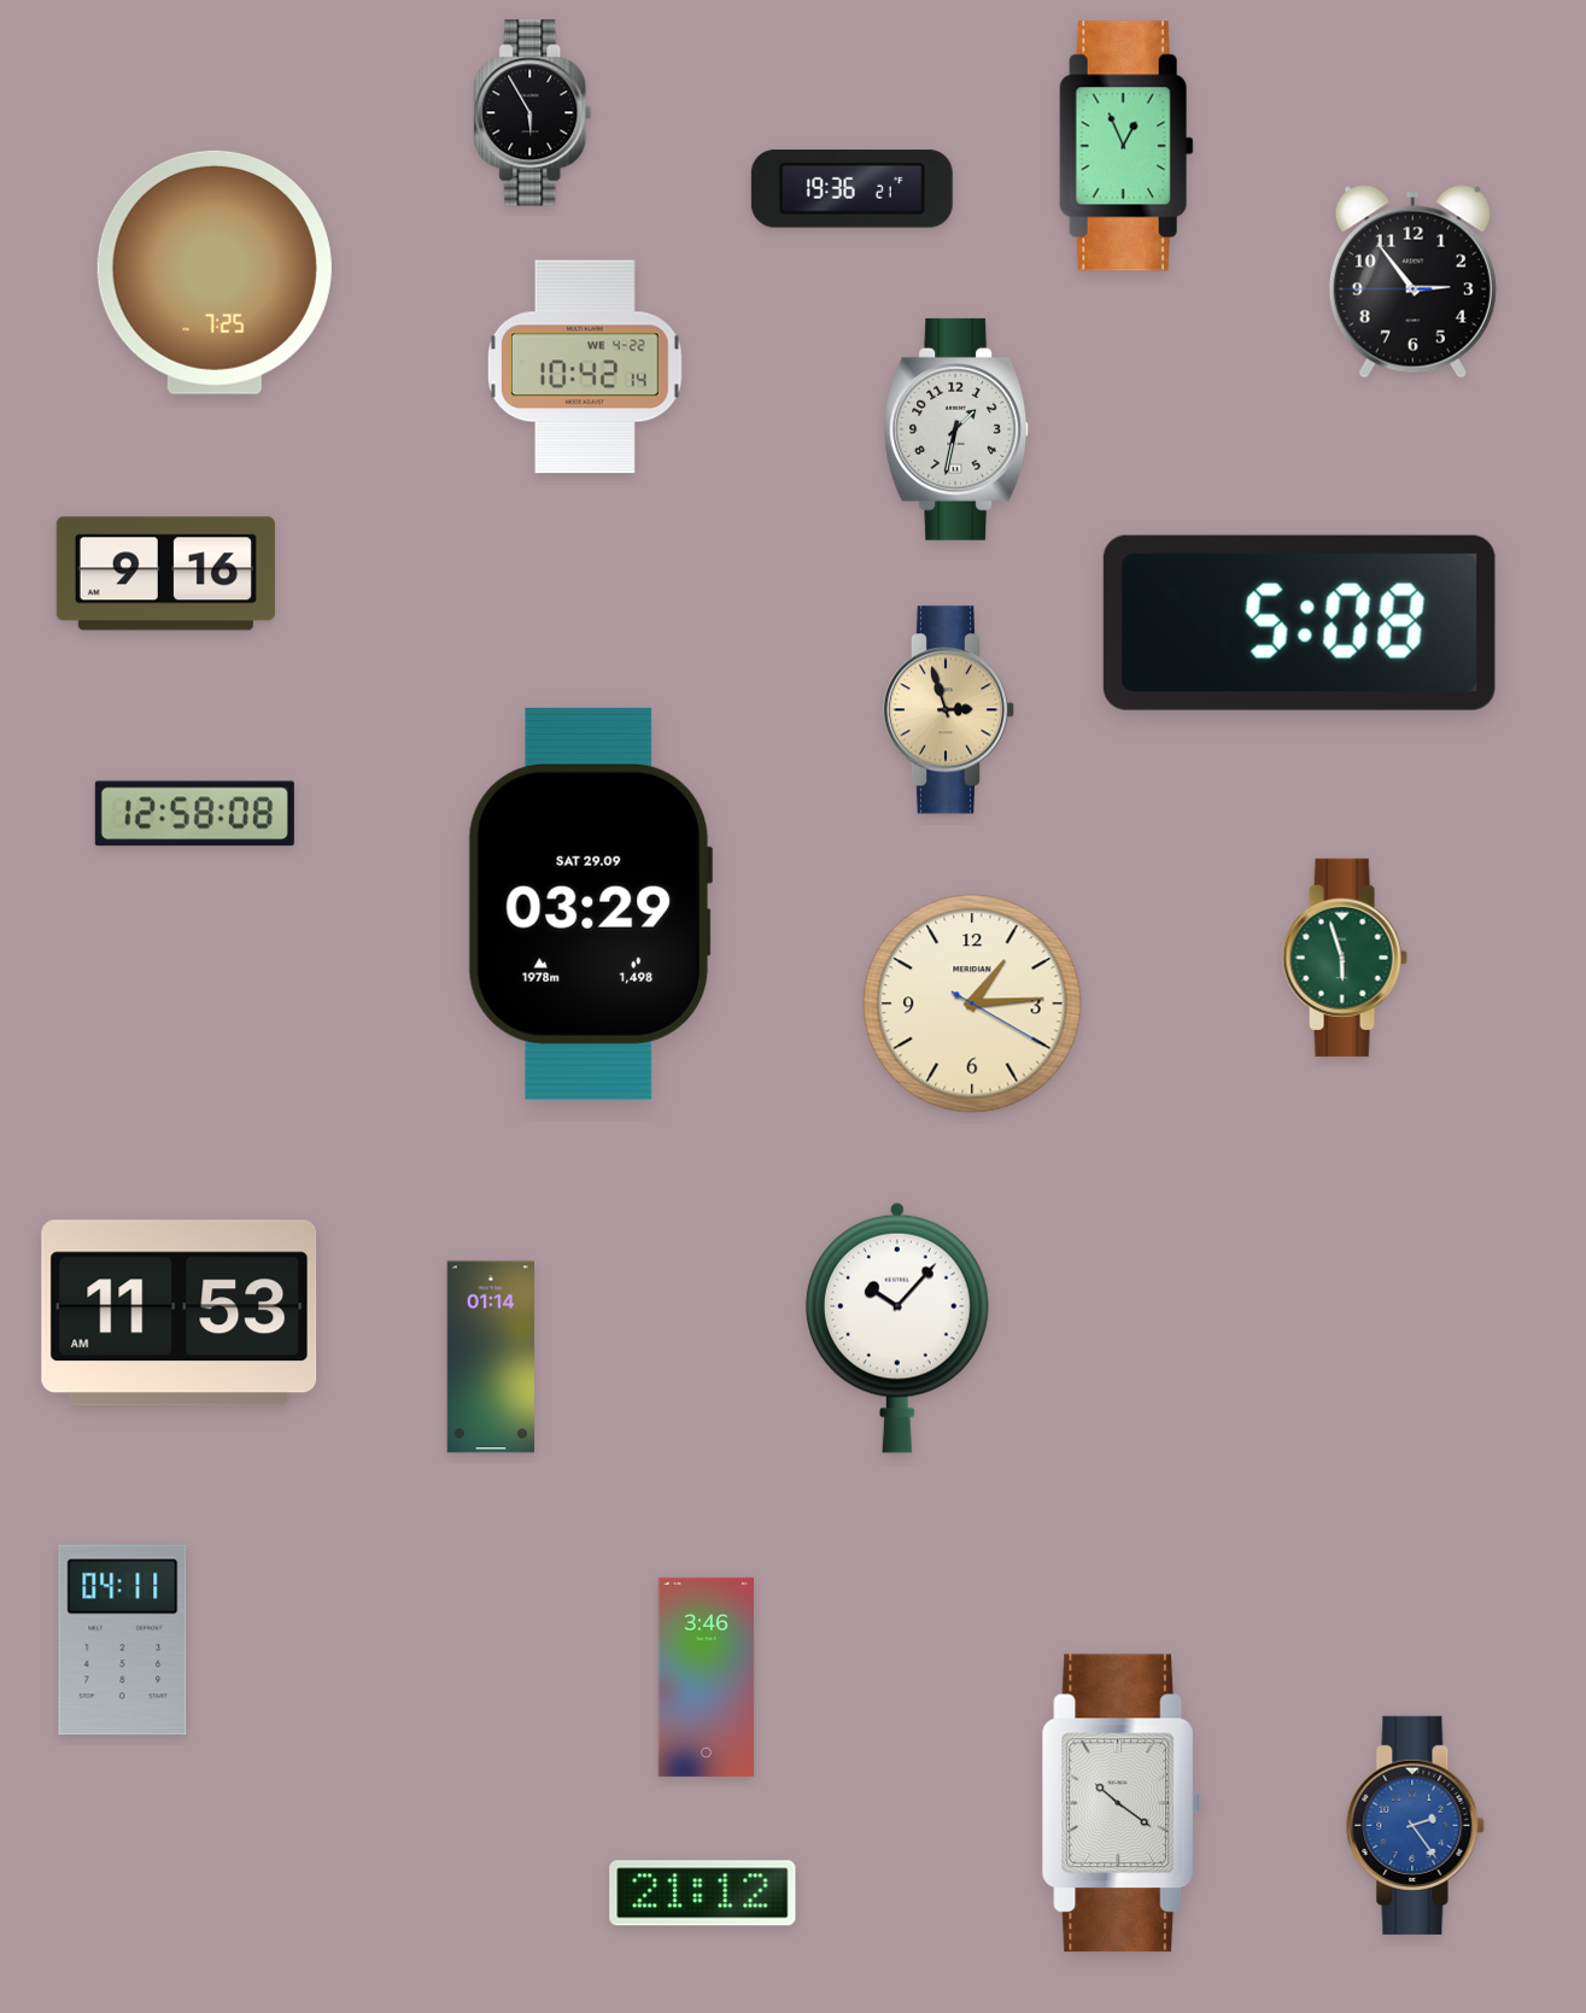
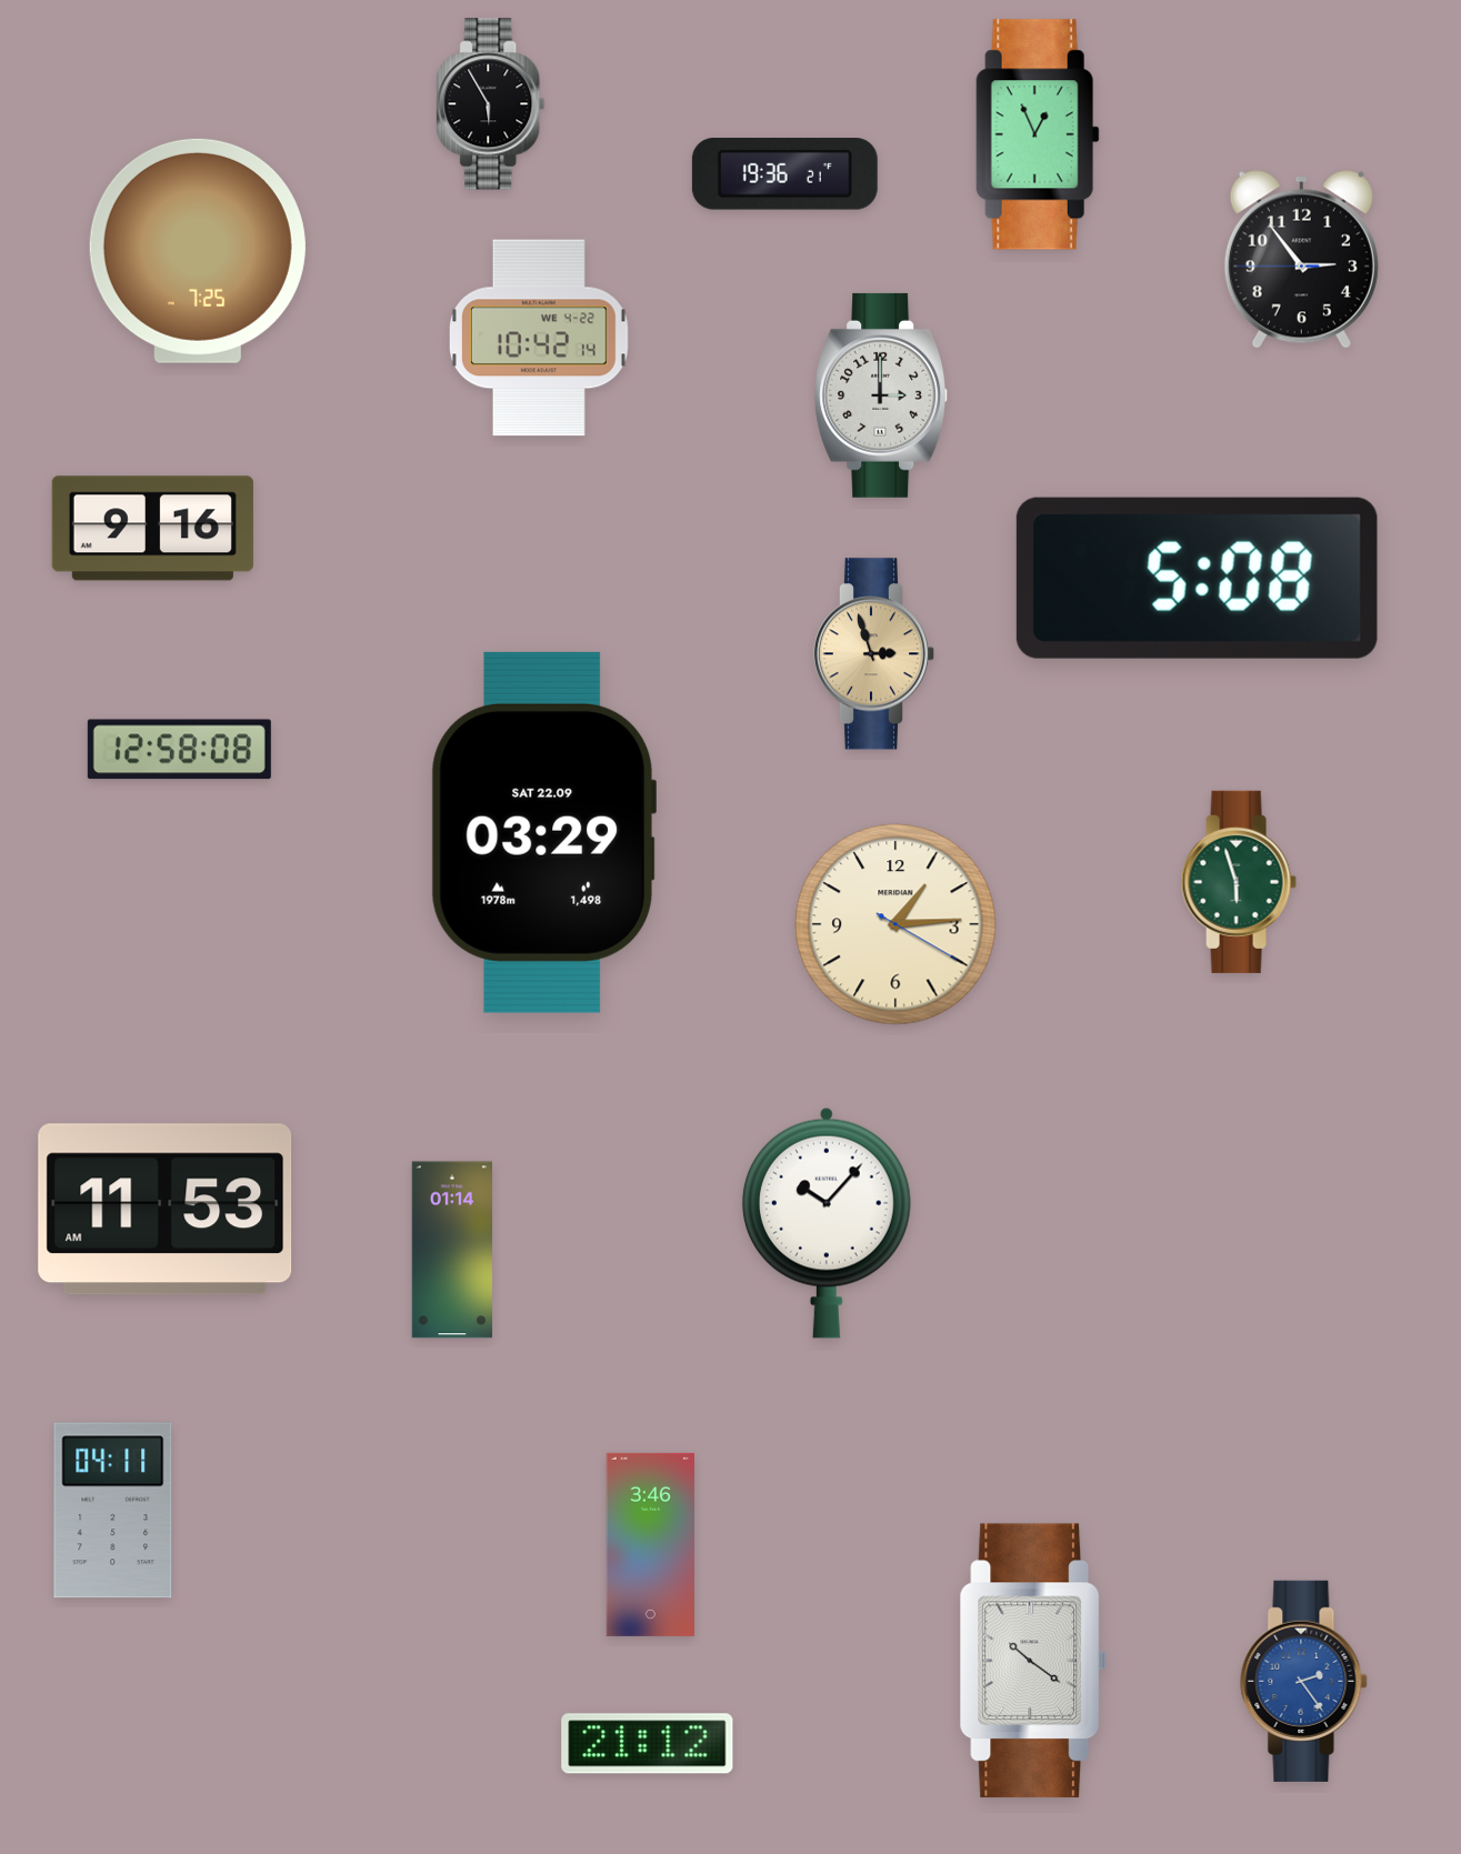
clock at (958, 429): 1:32 -> 3:00
clock at (1299, 622) position: (1299, 622) -> (1197, 578)
clock at (589, 903) date: SAT 29.09 -> SAT 22.09
